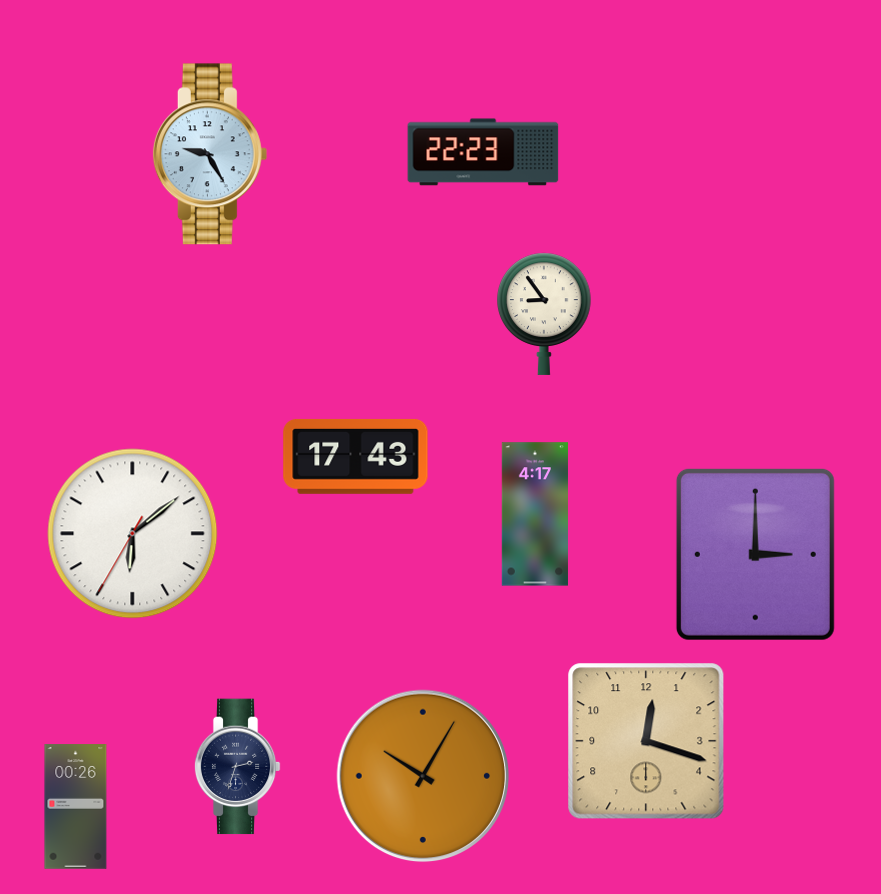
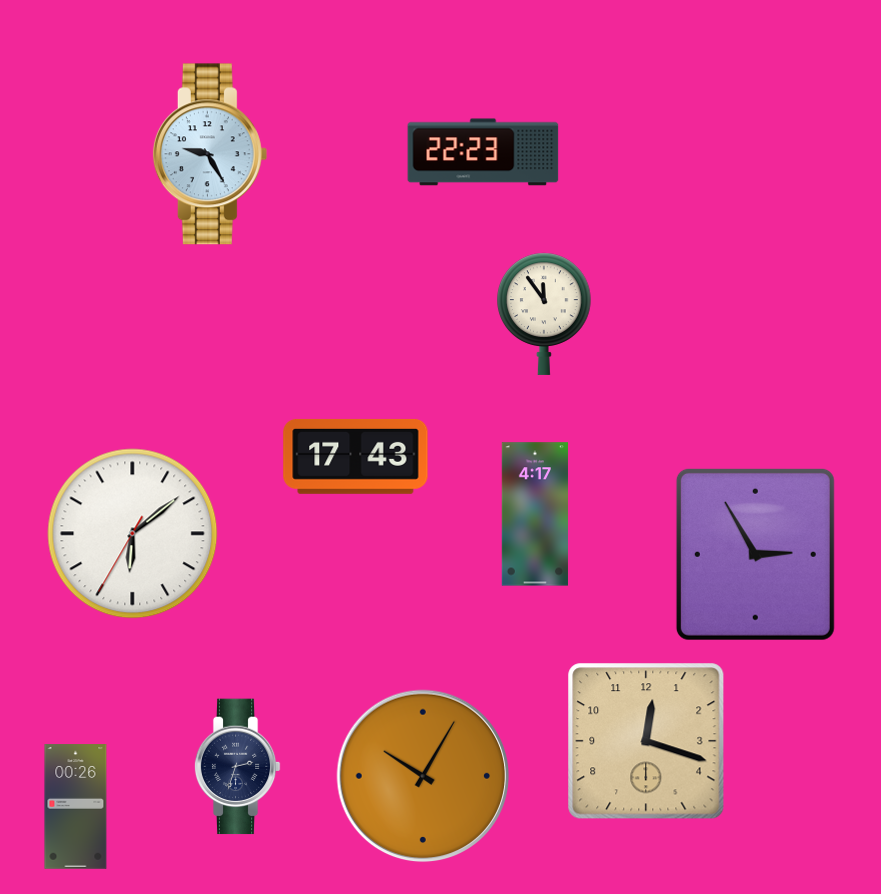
clock at (545, 314): 8:54 -> 11:54
clock at (755, 554): 3:00 -> 2:55
